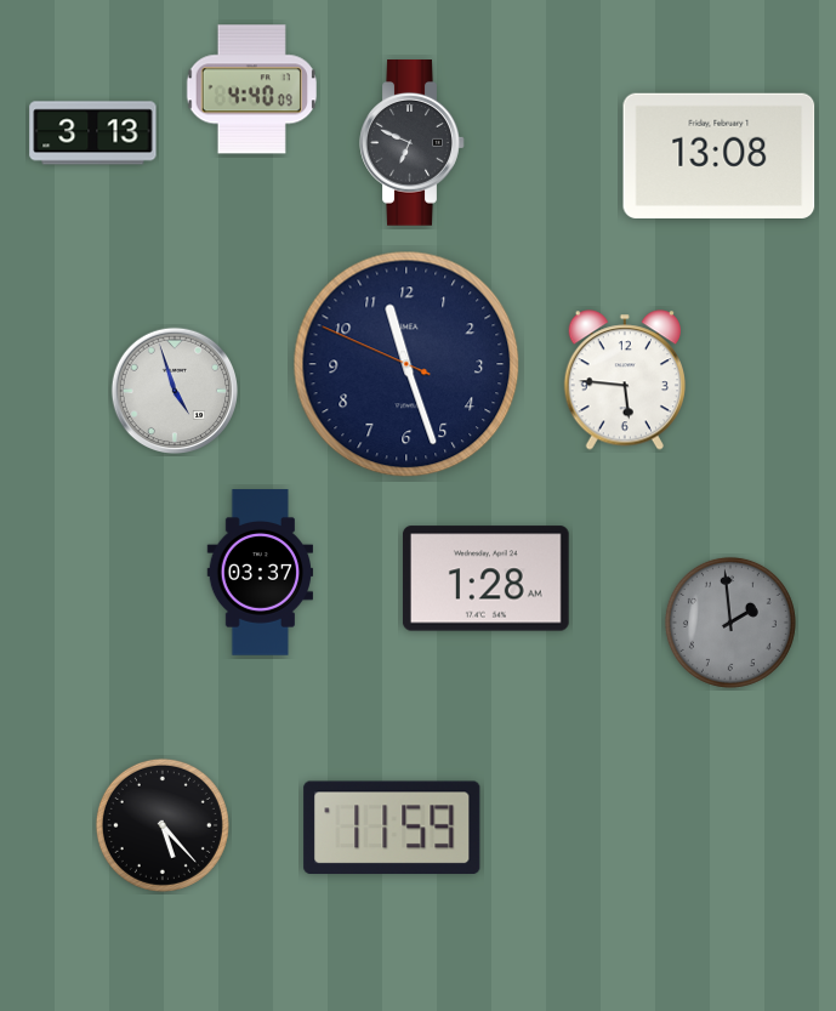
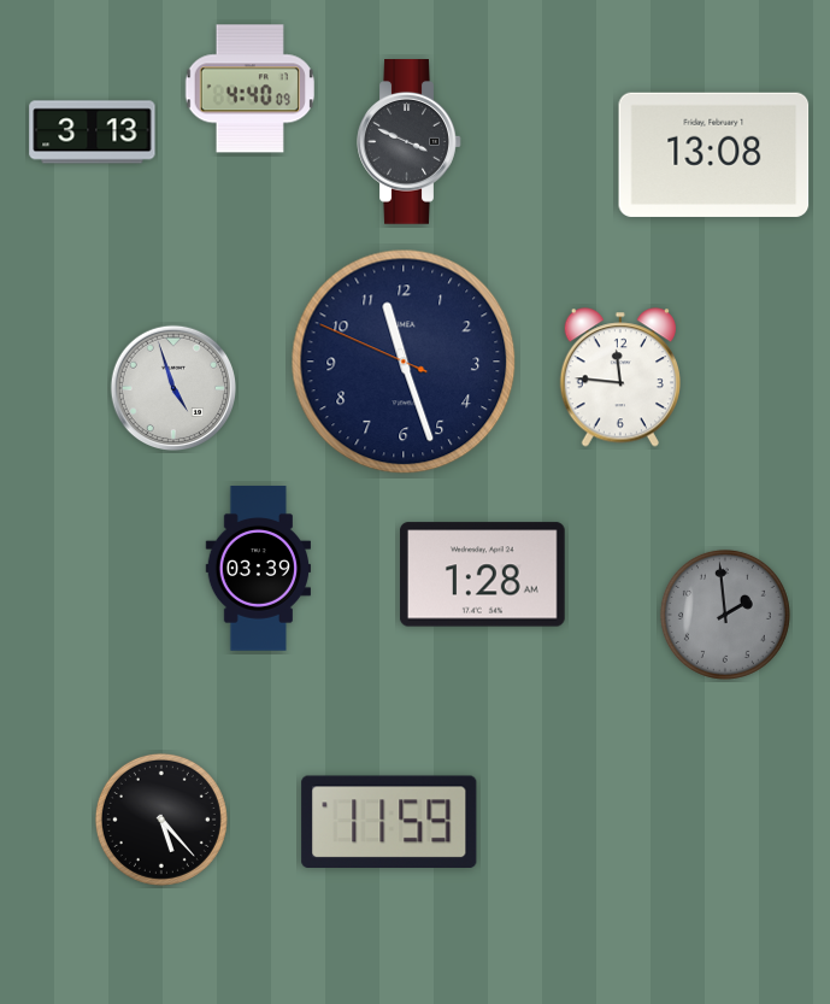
clock at (413, 143): 6:49 -> 3:49
clock at (624, 380): 5:46 -> 11:46
clock at (260, 573): 03:37 -> 03:39
clock at (730, 623) position: (730, 623) -> (725, 615)
